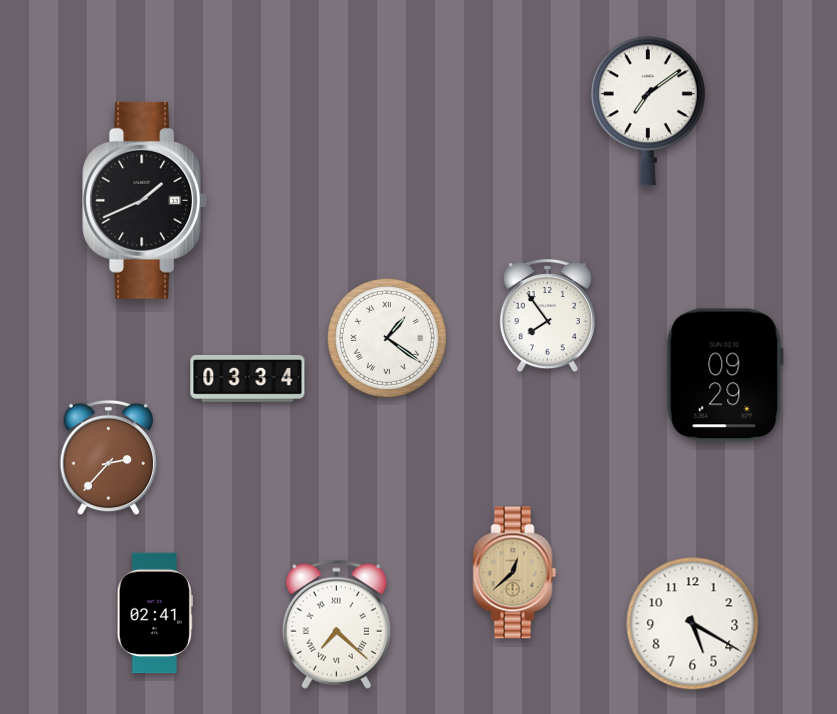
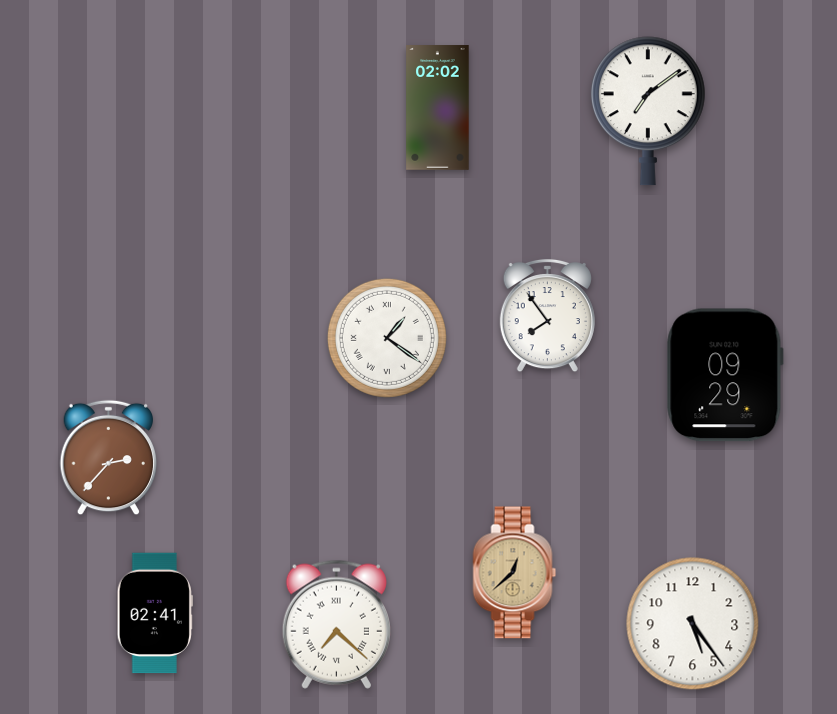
clock at (438, 108): none -> 02:02
clock at (145, 200): 1:41 -> none
clock at (248, 379): 03:34 -> none
clock at (693, 624): 5:20 -> 5:24
